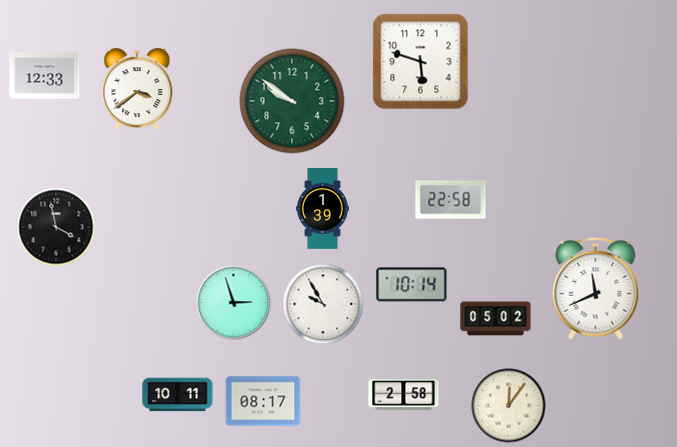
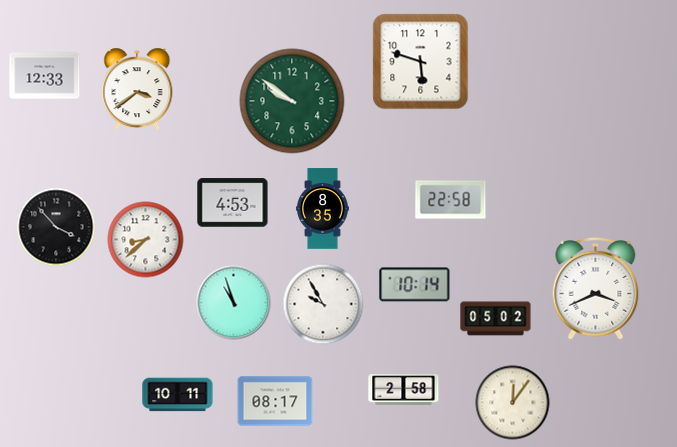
clock at (233, 203): none -> 4:53
clock at (323, 209): 1:39 -> 8:35
clock at (56, 227): 3:58 -> 3:53
clock at (146, 240): none -> 8:38
clock at (412, 285) position: (412, 285) -> (415, 285)
clock at (596, 288): 11:41 -> 3:41
clock at (234, 303): 2:57 -> 10:57
clock at (404, 395) position: (404, 395) -> (404, 390)
clock at (263, 401) position: (263, 401) -> (275, 401)
clock at (509, 406) position: (509, 406) -> (513, 403)
